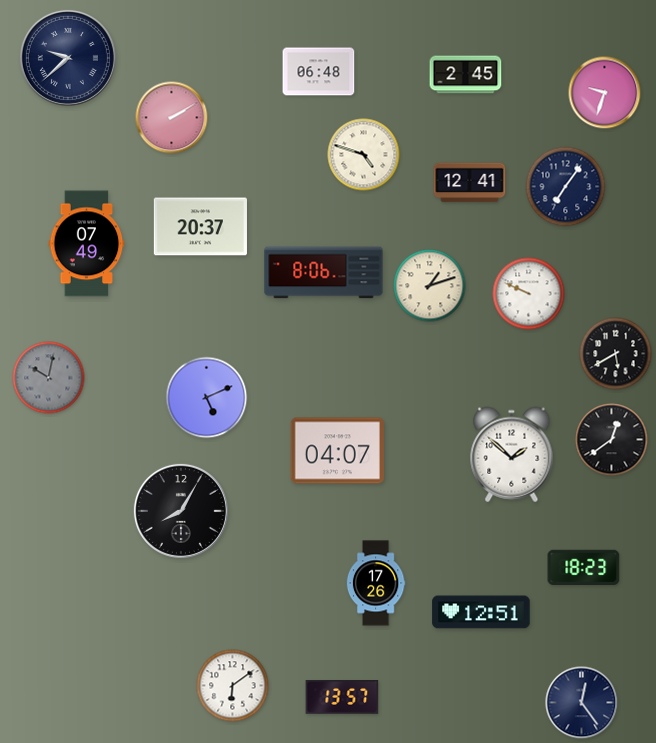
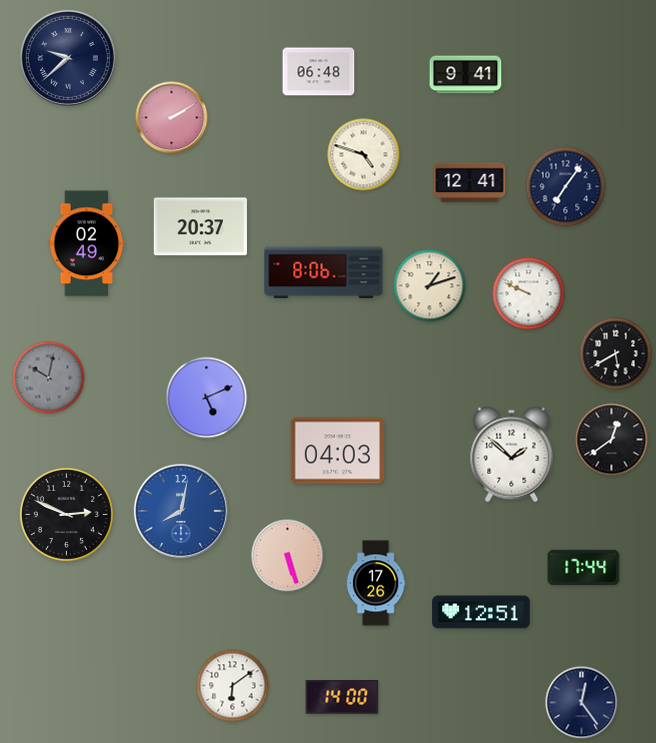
clock at (466, 75): 2:45 -> 9:41
clock at (605, 93): 9:33 -> none
clock at (87, 244): 07:49 -> 02:49
clock at (337, 451): 04:07 -> 04:03
clock at (181, 511): 8:05 -> 8:02
clock at (181, 511) dial: black -> blue
clock at (66, 514): none -> 2:49
clock at (288, 556): none -> 5:27
clock at (584, 567): 18:23 -> 17:44
clock at (342, 698): 13:57 -> 14:00
